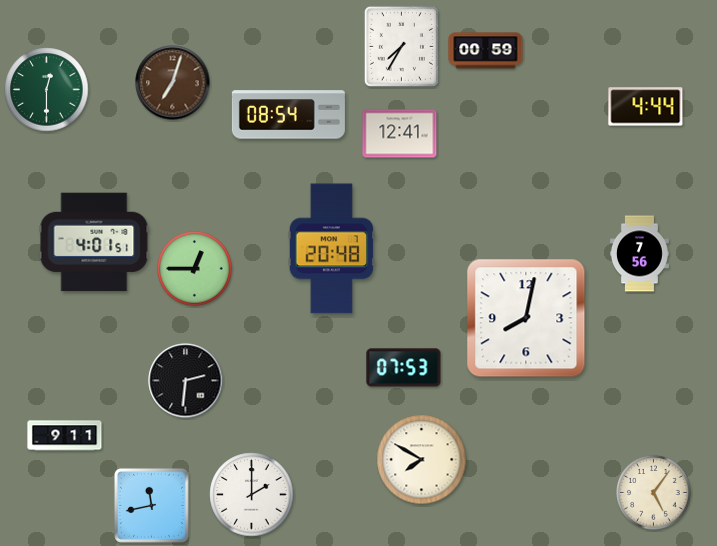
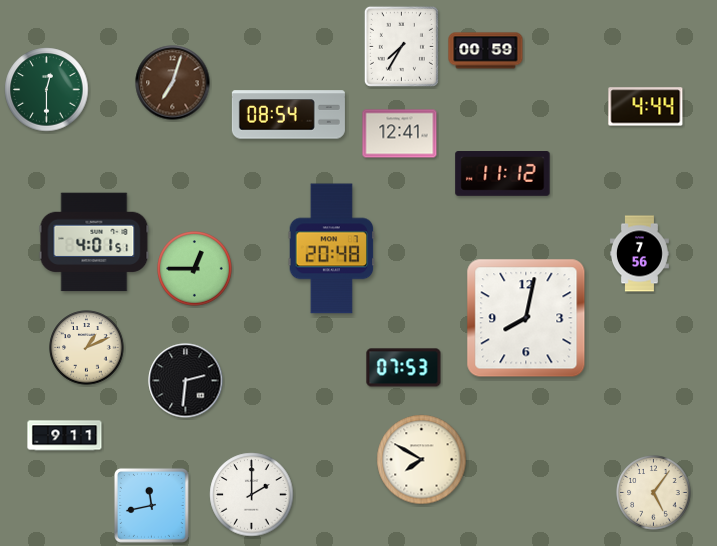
clock at (503, 174): none -> 11:12
clock at (87, 348): none -> 1:11
